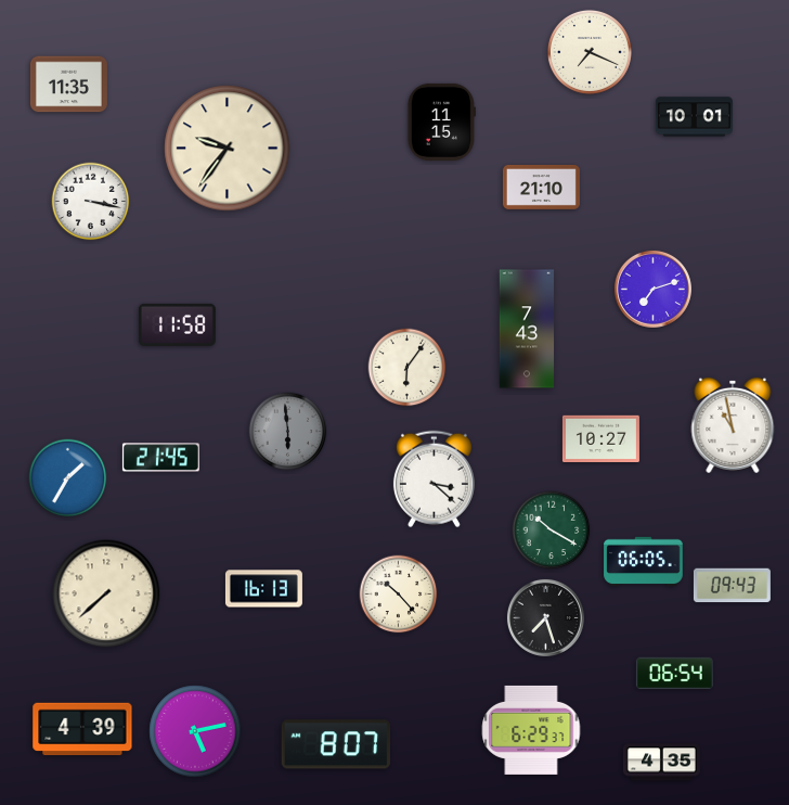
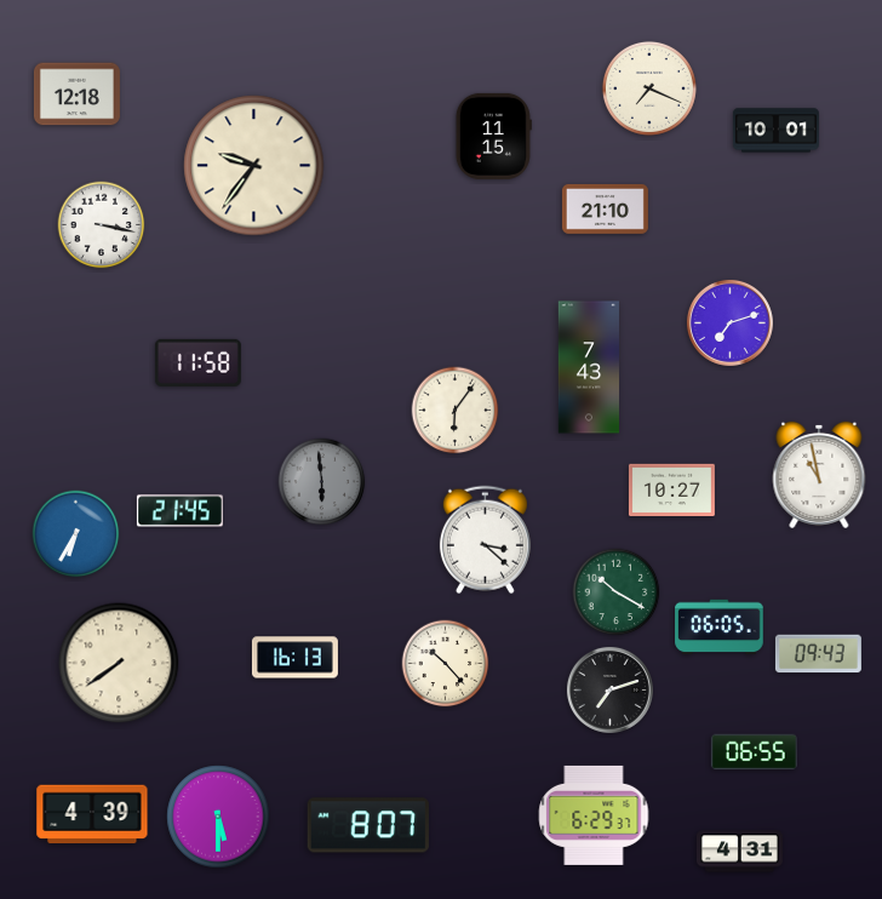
clock at (590, 52) position: (590, 52) -> (649, 88)
clock at (68, 85): 11:35 -> 12:18
clock at (68, 478): 1:35 -> 6:35
clock at (434, 480) position: (434, 480) -> (485, 540)
clock at (106, 593): 7:38 -> 7:39
clock at (545, 617): 7:27 -> 7:12
clock at (674, 674): 06:54 -> 06:55
clock at (195, 731): 5:13 -> 5:30
clock at (336, 744) position: (336, 744) -> (368, 825)
clock at (661, 763): 4:35 -> 4:31
